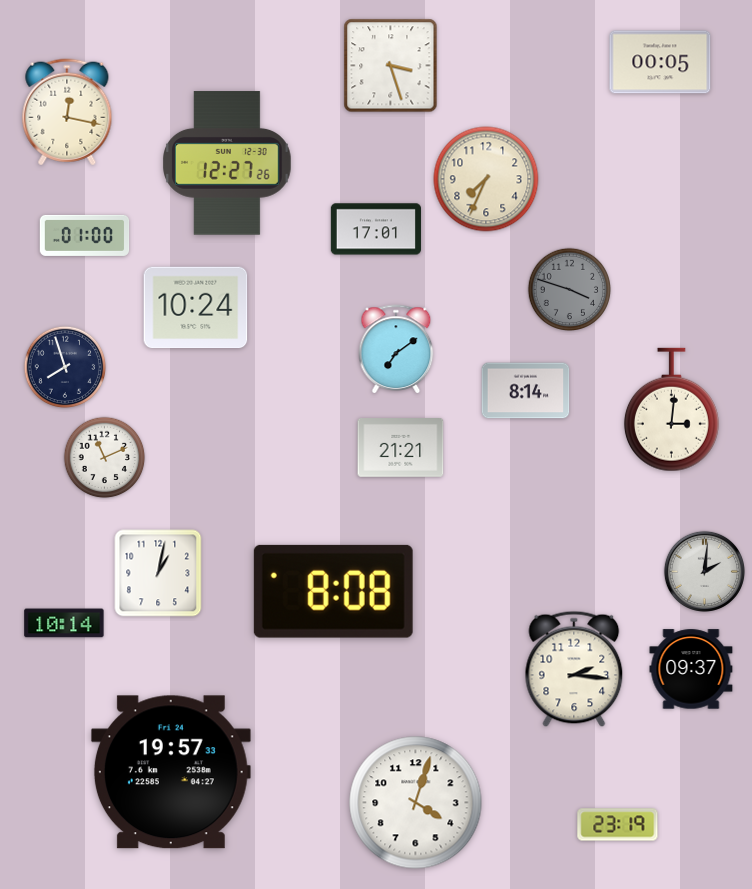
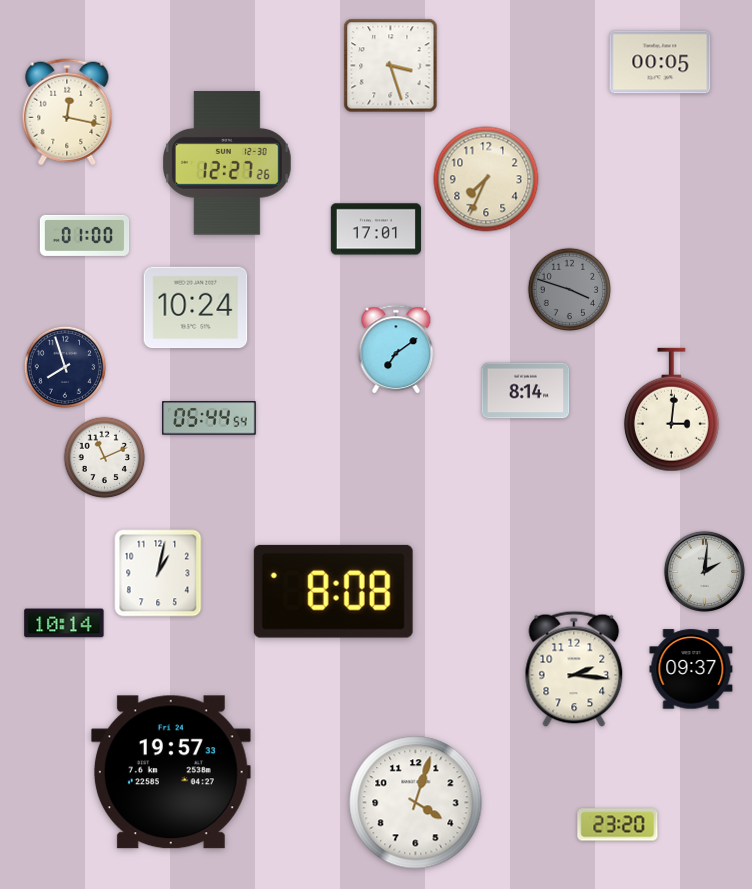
clock at (209, 418): none -> 05:44
clock at (401, 448): 21:21 -> none
clock at (618, 825): 23:19 -> 23:20
